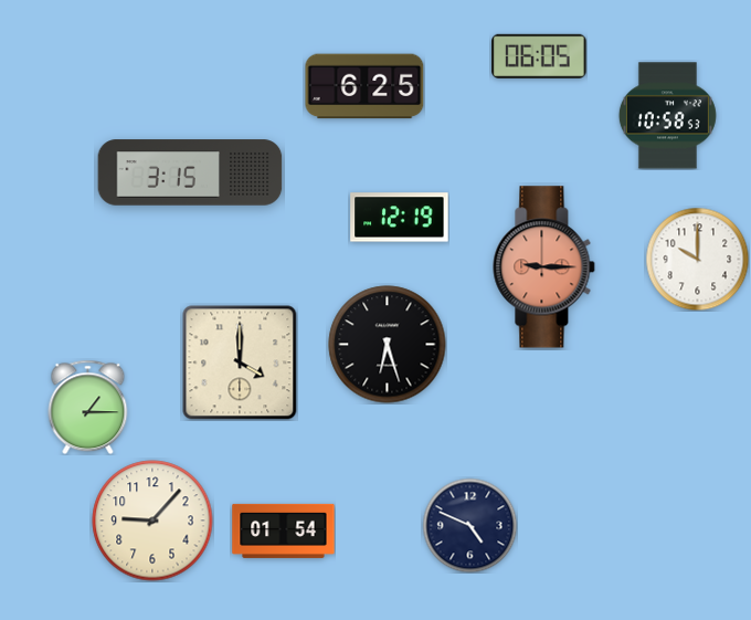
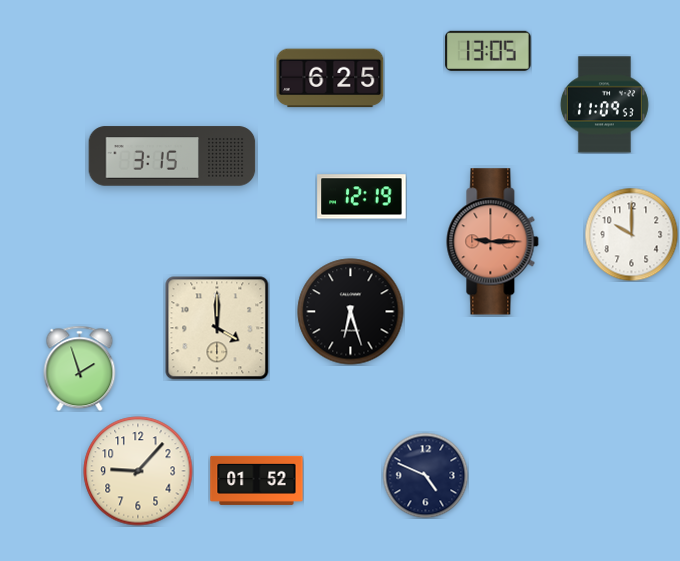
clock at (539, 56): 06:05 -> 13:05
clock at (667, 116): 10:58 -> 11:09
clock at (88, 407): 1:15 -> 1:57
clock at (284, 530): 01:54 -> 01:52
